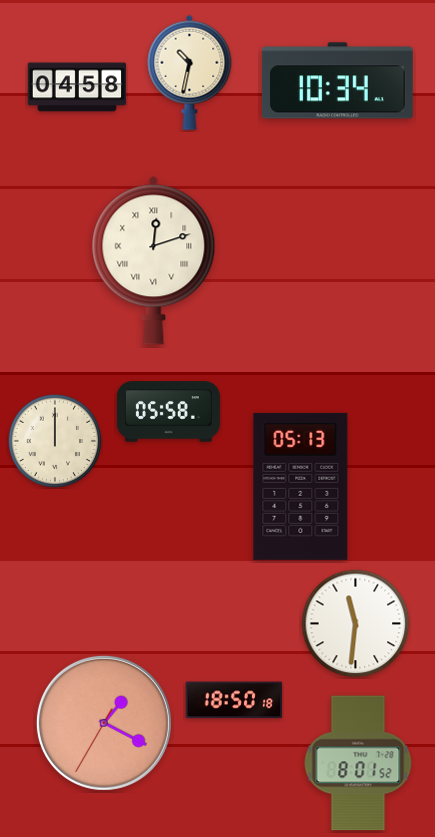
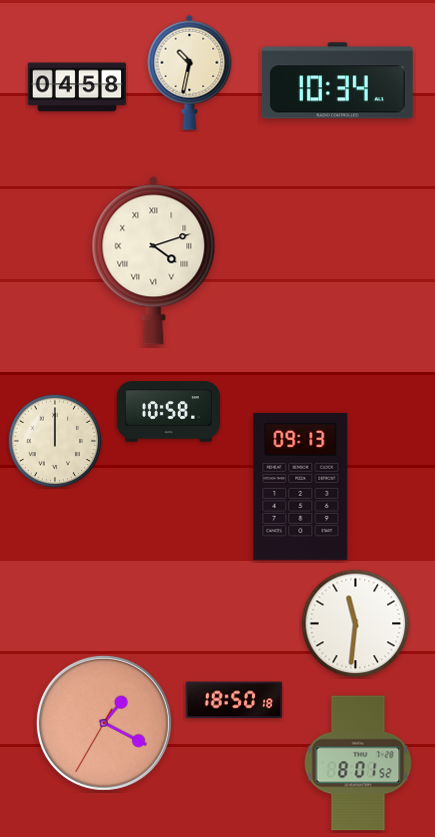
clock at (154, 260): 12:12 -> 4:12
clock at (168, 412): 05:58 -> 10:58
clock at (301, 486): 05:13 -> 09:13
